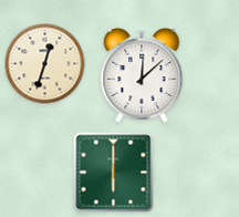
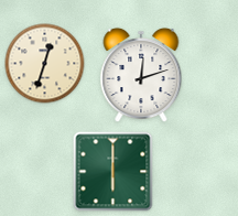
clock at (142, 75): 12:08 -> 12:12
